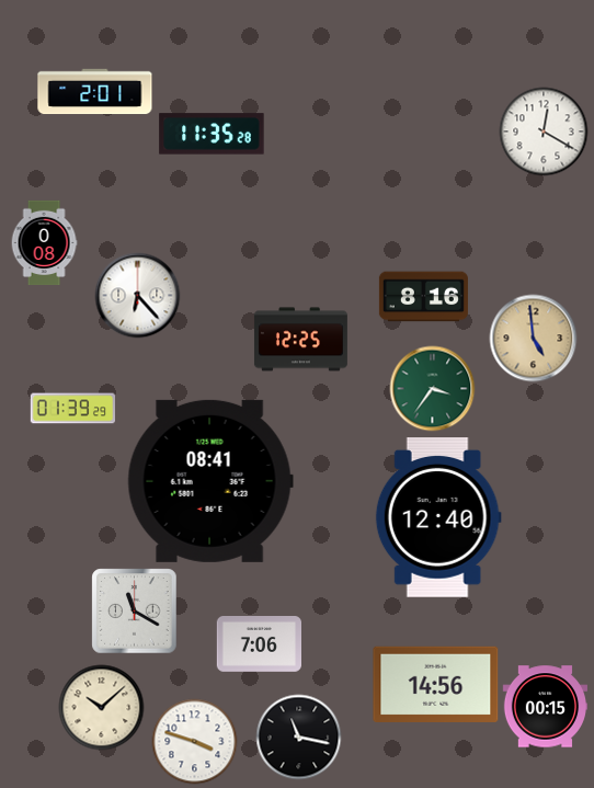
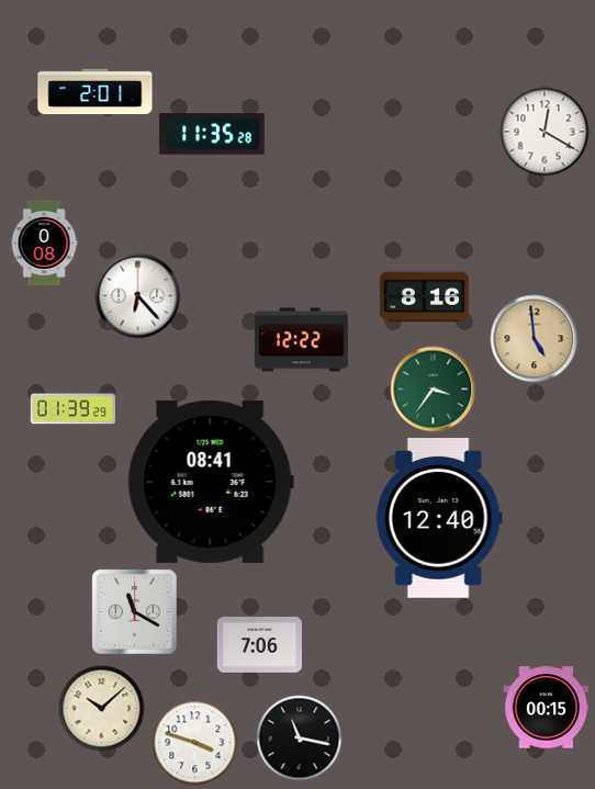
clock at (300, 340): 12:25 -> 12:22
clock at (436, 684): 14:56 -> none
